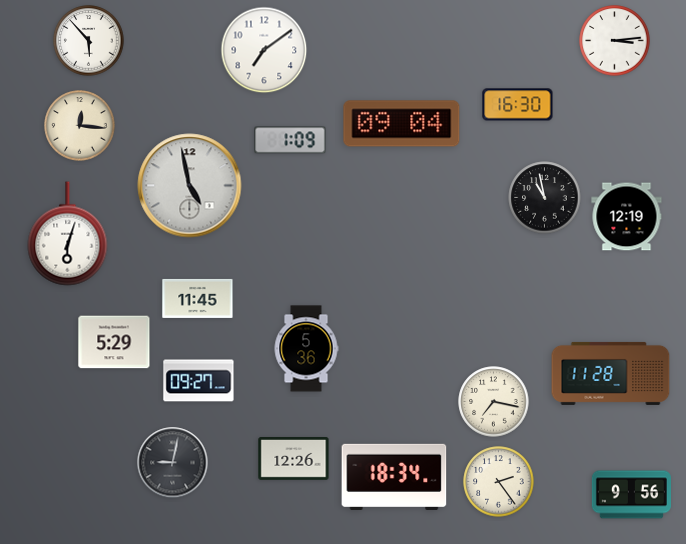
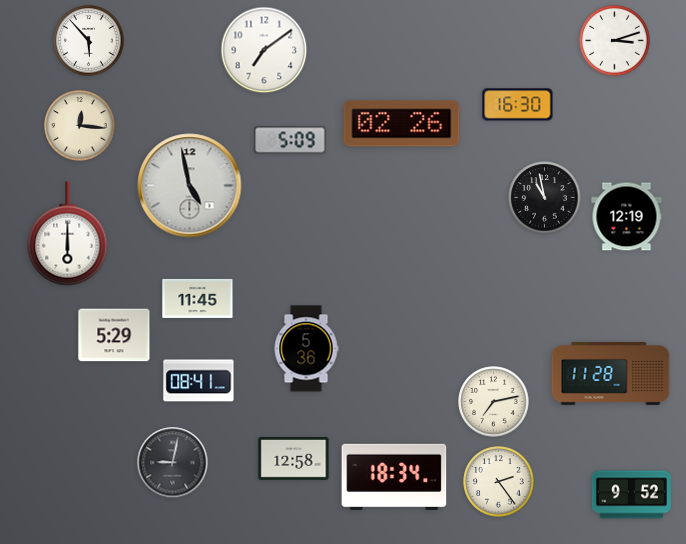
clock at (615, 41): 3:14 -> 3:12
clock at (402, 124): 09:04 -> 02:26
clock at (290, 140): 1:09 -> 5:09
clock at (68, 234): 6:03 -> 6:00
clock at (114, 342) position: (114, 342) -> (114, 335)
clock at (199, 381): 09:27 -> 08:41
clock at (494, 402): 7:17 -> 7:13
clock at (294, 459): 12:26 -> 12:58
clock at (631, 495): 9:56 -> 9:52
